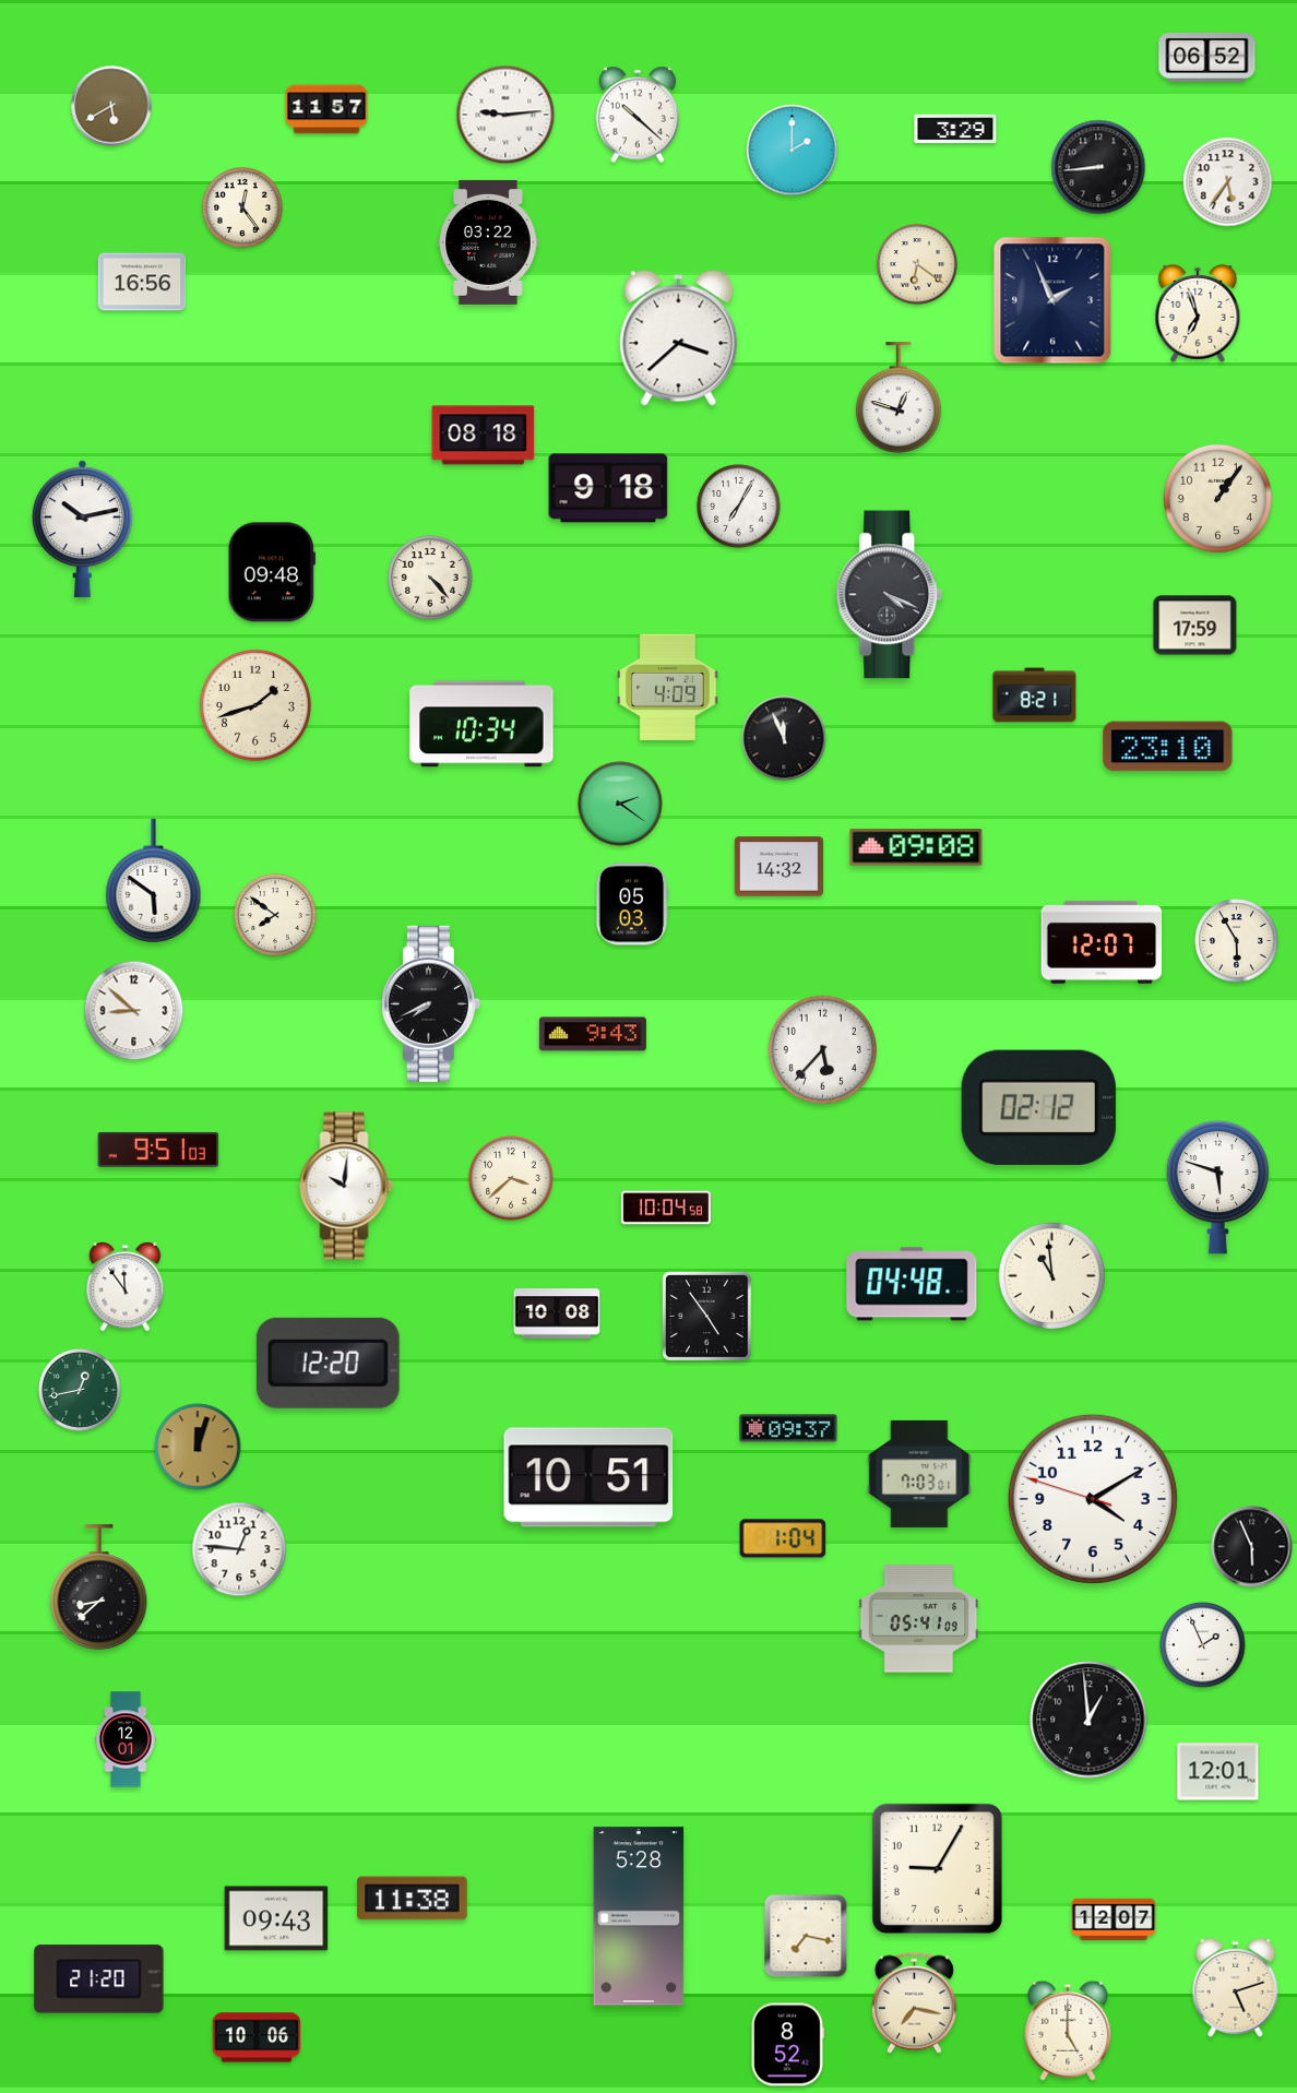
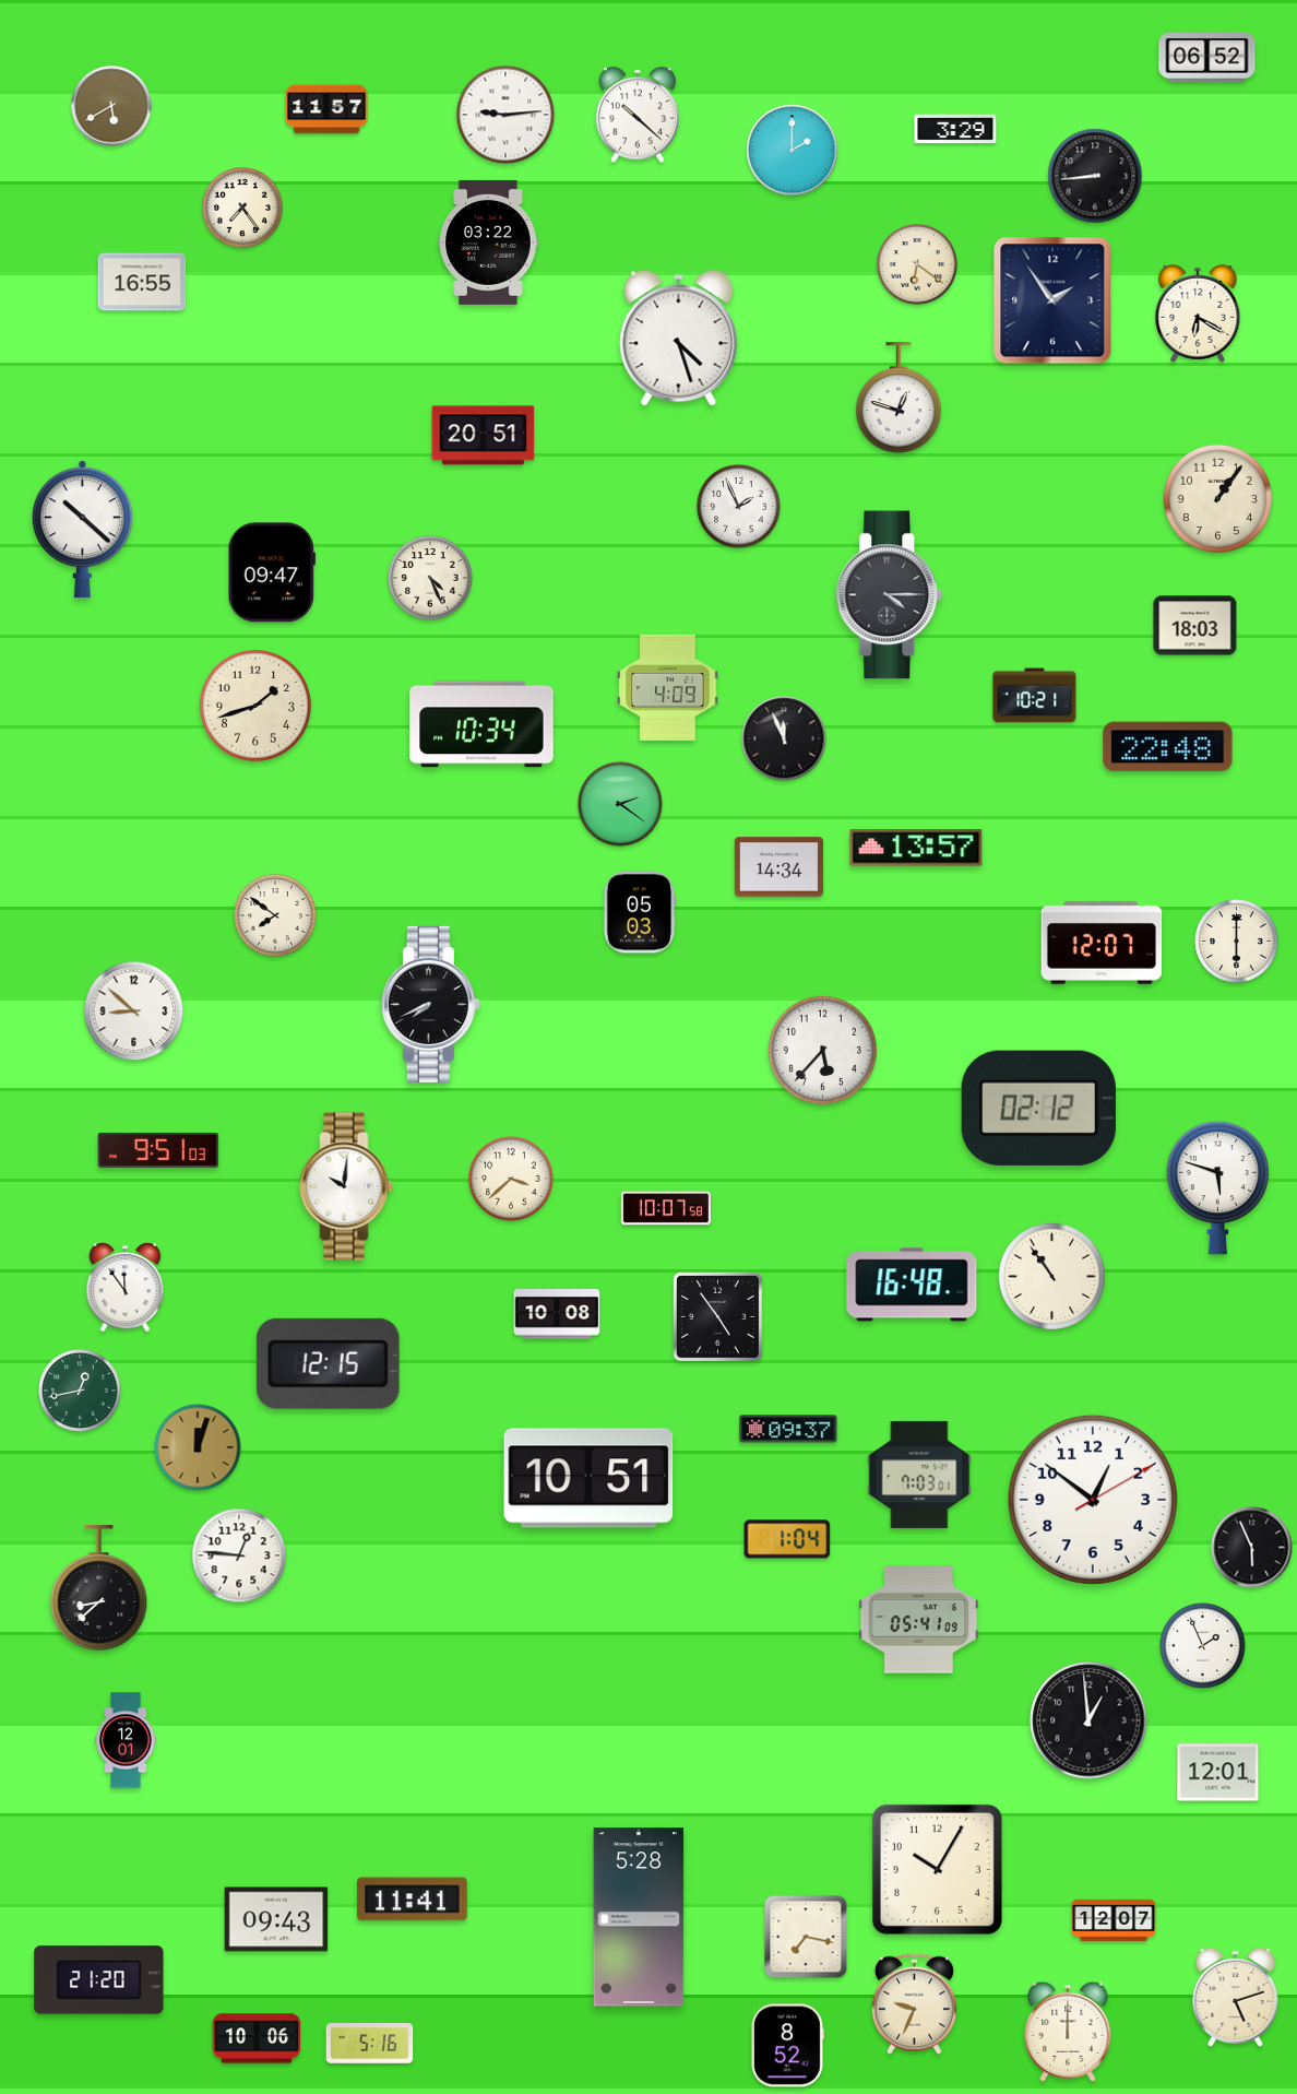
clock at (1098, 167) position: (1098, 167) -> (1095, 176)
clock at (1228, 182): 5:36 -> none
clock at (243, 209): 12:24 -> 7:24
clock at (142, 282): 16:56 -> 16:55
clock at (1052, 300): 1:56 -> 1:54
clock at (1198, 313): 6:57 -> 6:20
clock at (679, 338): 3:38 -> 4:27
clock at (484, 436): 08:18 -> 20:51
clock at (608, 488): 9:18 -> none
clock at (739, 507): 7:05 -> 1:56
clock at (82, 530): 10:13 -> 10:22
clock at (272, 572): 09:48 -> 09:47
clock at (430, 578): 4:23 -> 4:26
clock at (890, 595): 4:19 -> 4:15
clock at (1195, 626): 17:59 -> 18:03
clock at (1035, 695): 8:21 -> 10:21
clock at (1168, 747): 23:10 -> 22:48
clock at (916, 847): 09:08 -> 13:57
clock at (780, 867): 14:32 -> 14:34
clock at (154, 880): 5:51 -> none
clock at (632, 904) position: (632, 904) -> (640, 912)
clock at (1237, 941): 5:55 -> 6:00
clock at (593, 1034): 9:43 -> none
clock at (666, 1208): 10:04 -> 10:07
clock at (1051, 1275): 10:59 -> 10:54
clock at (912, 1284): 04:48 -> 16:48
clock at (706, 1316) position: (706, 1316) -> (717, 1316)
clock at (328, 1363): 12:20 -> 12:15
clock at (1093, 1499): 4:09 -> 12:51
clock at (783, 1538) position: (783, 1538) -> (787, 1539)
clock at (239, 1549) position: (239, 1549) -> (239, 1555)
clock at (937, 1868): 9:05 -> 10:05
clock at (413, 1899): 11:38 -> 11:41
clock at (1236, 1987) position: (1236, 1987) -> (1236, 1997)
clock at (914, 2002): 7:17 -> 9:34
clock at (1068, 2031): 5:00 -> 12:00
clock at (370, 2044): none -> 5:16
